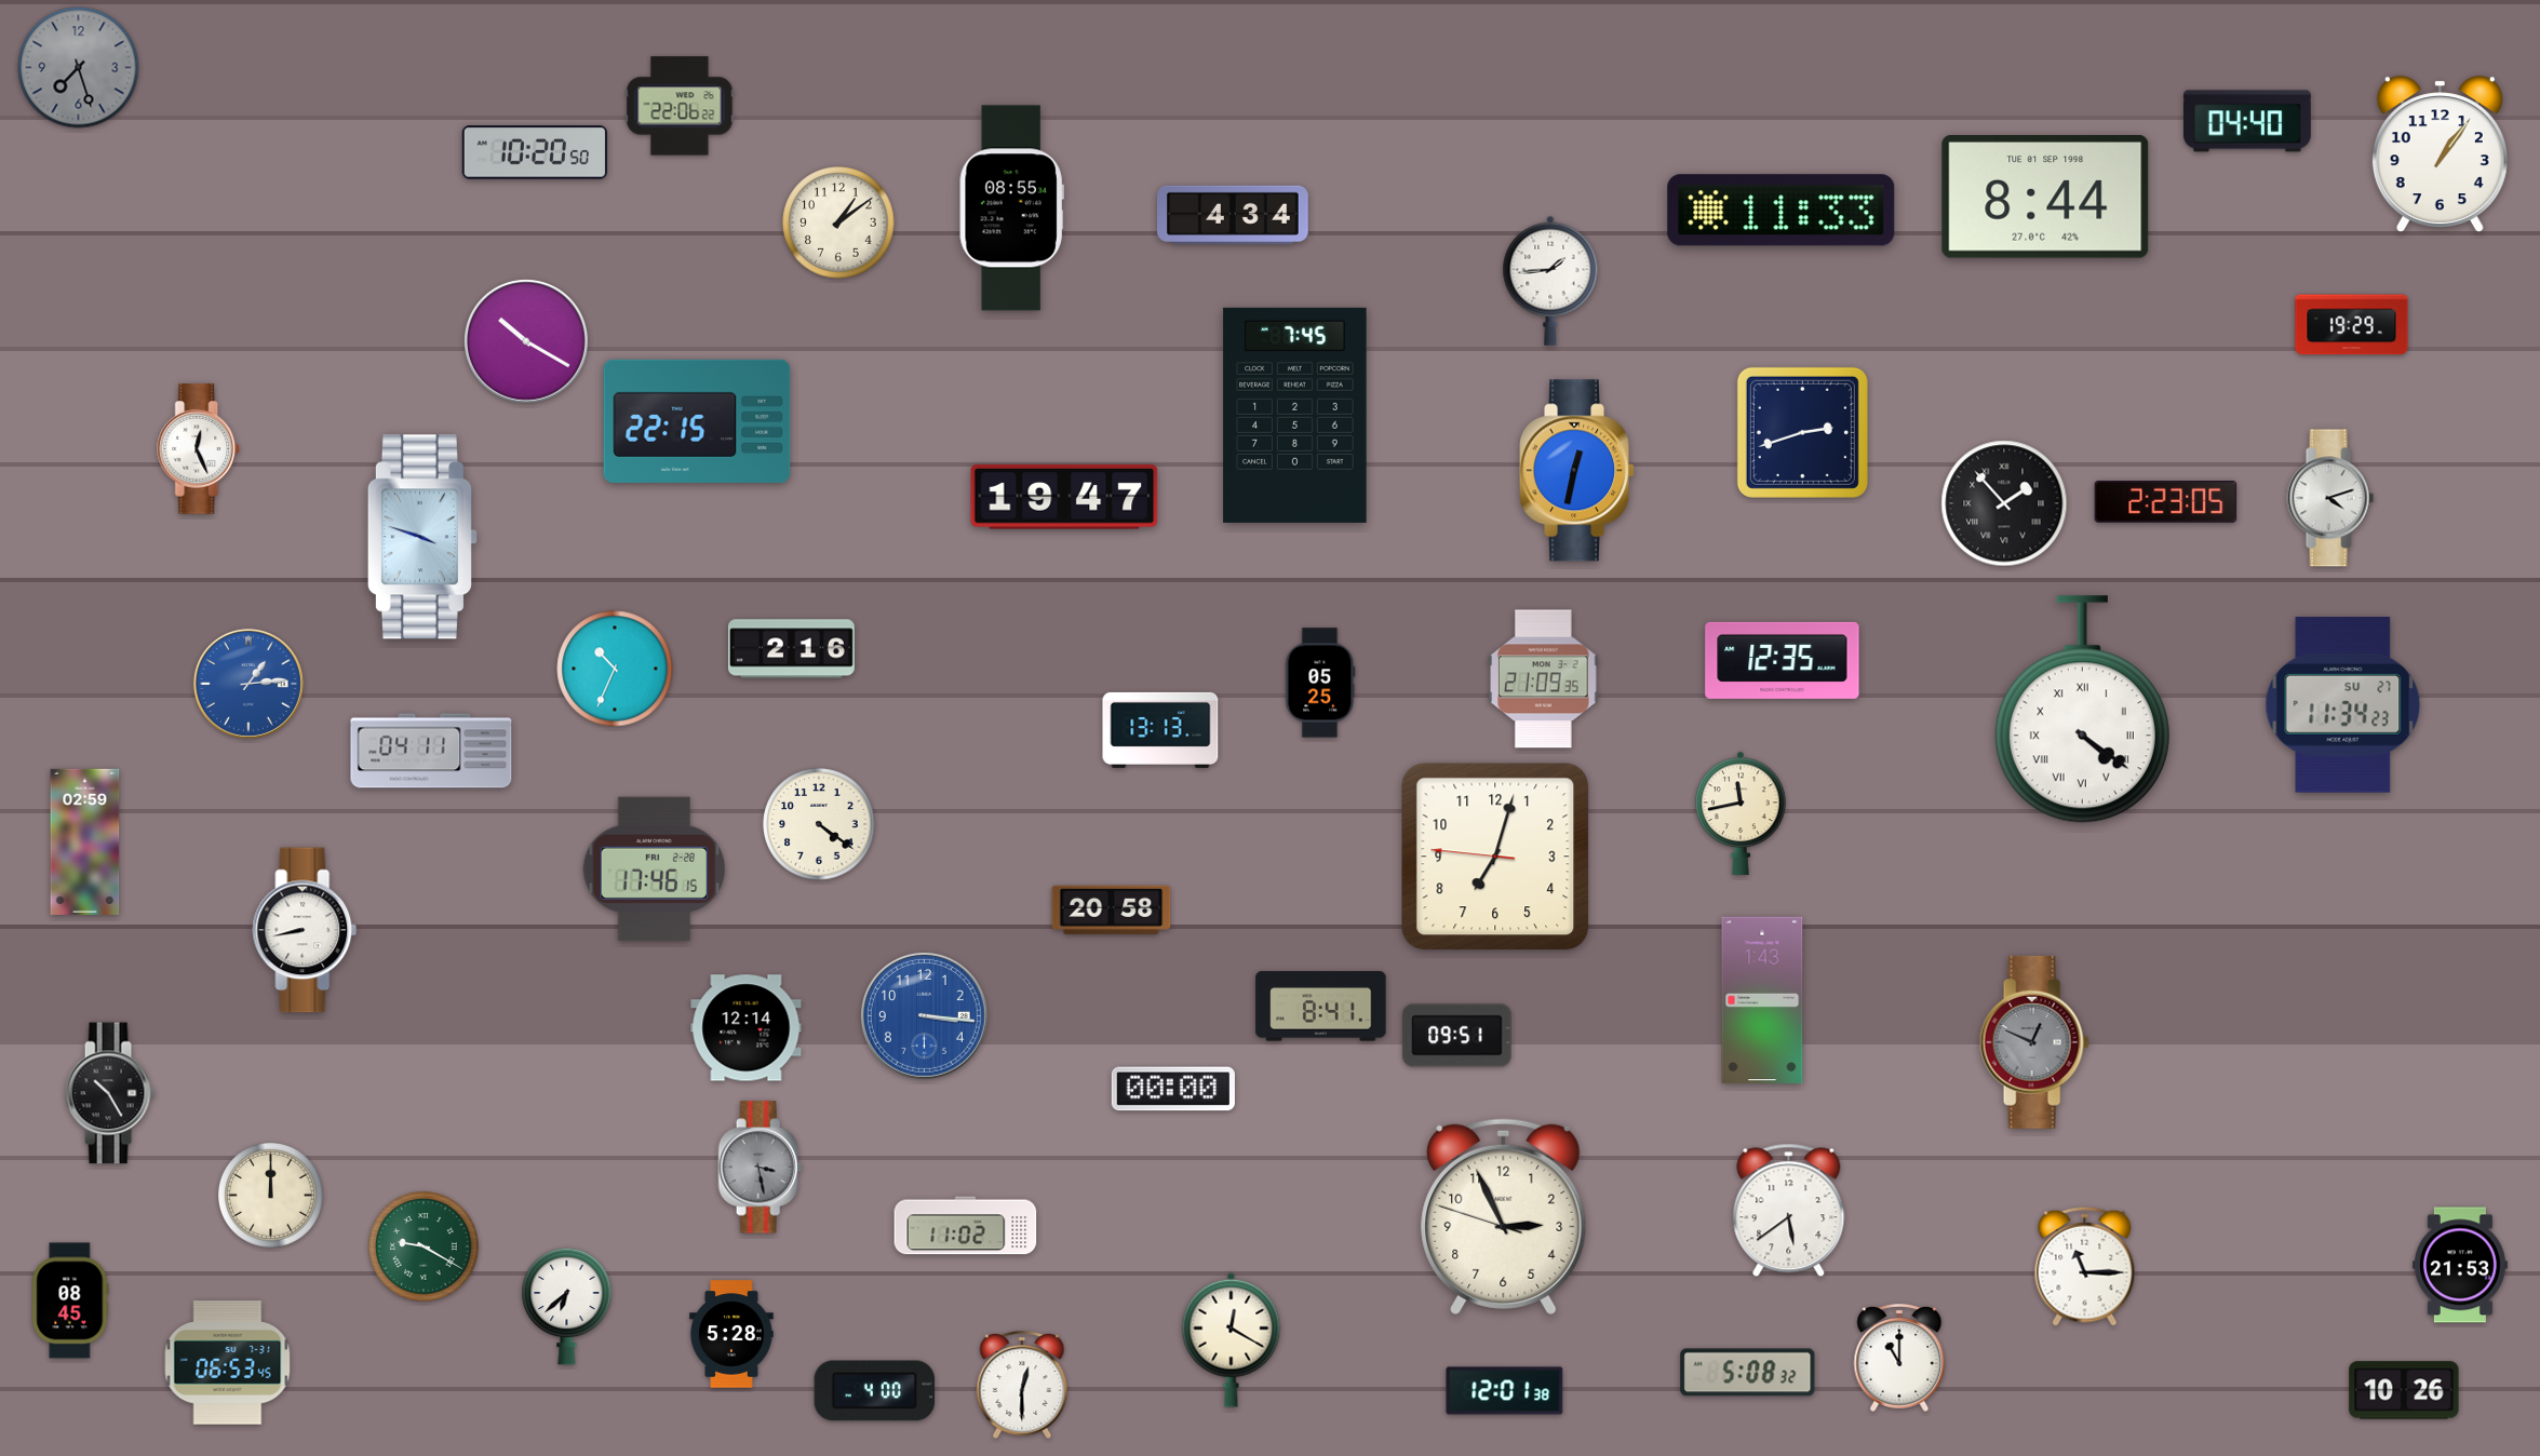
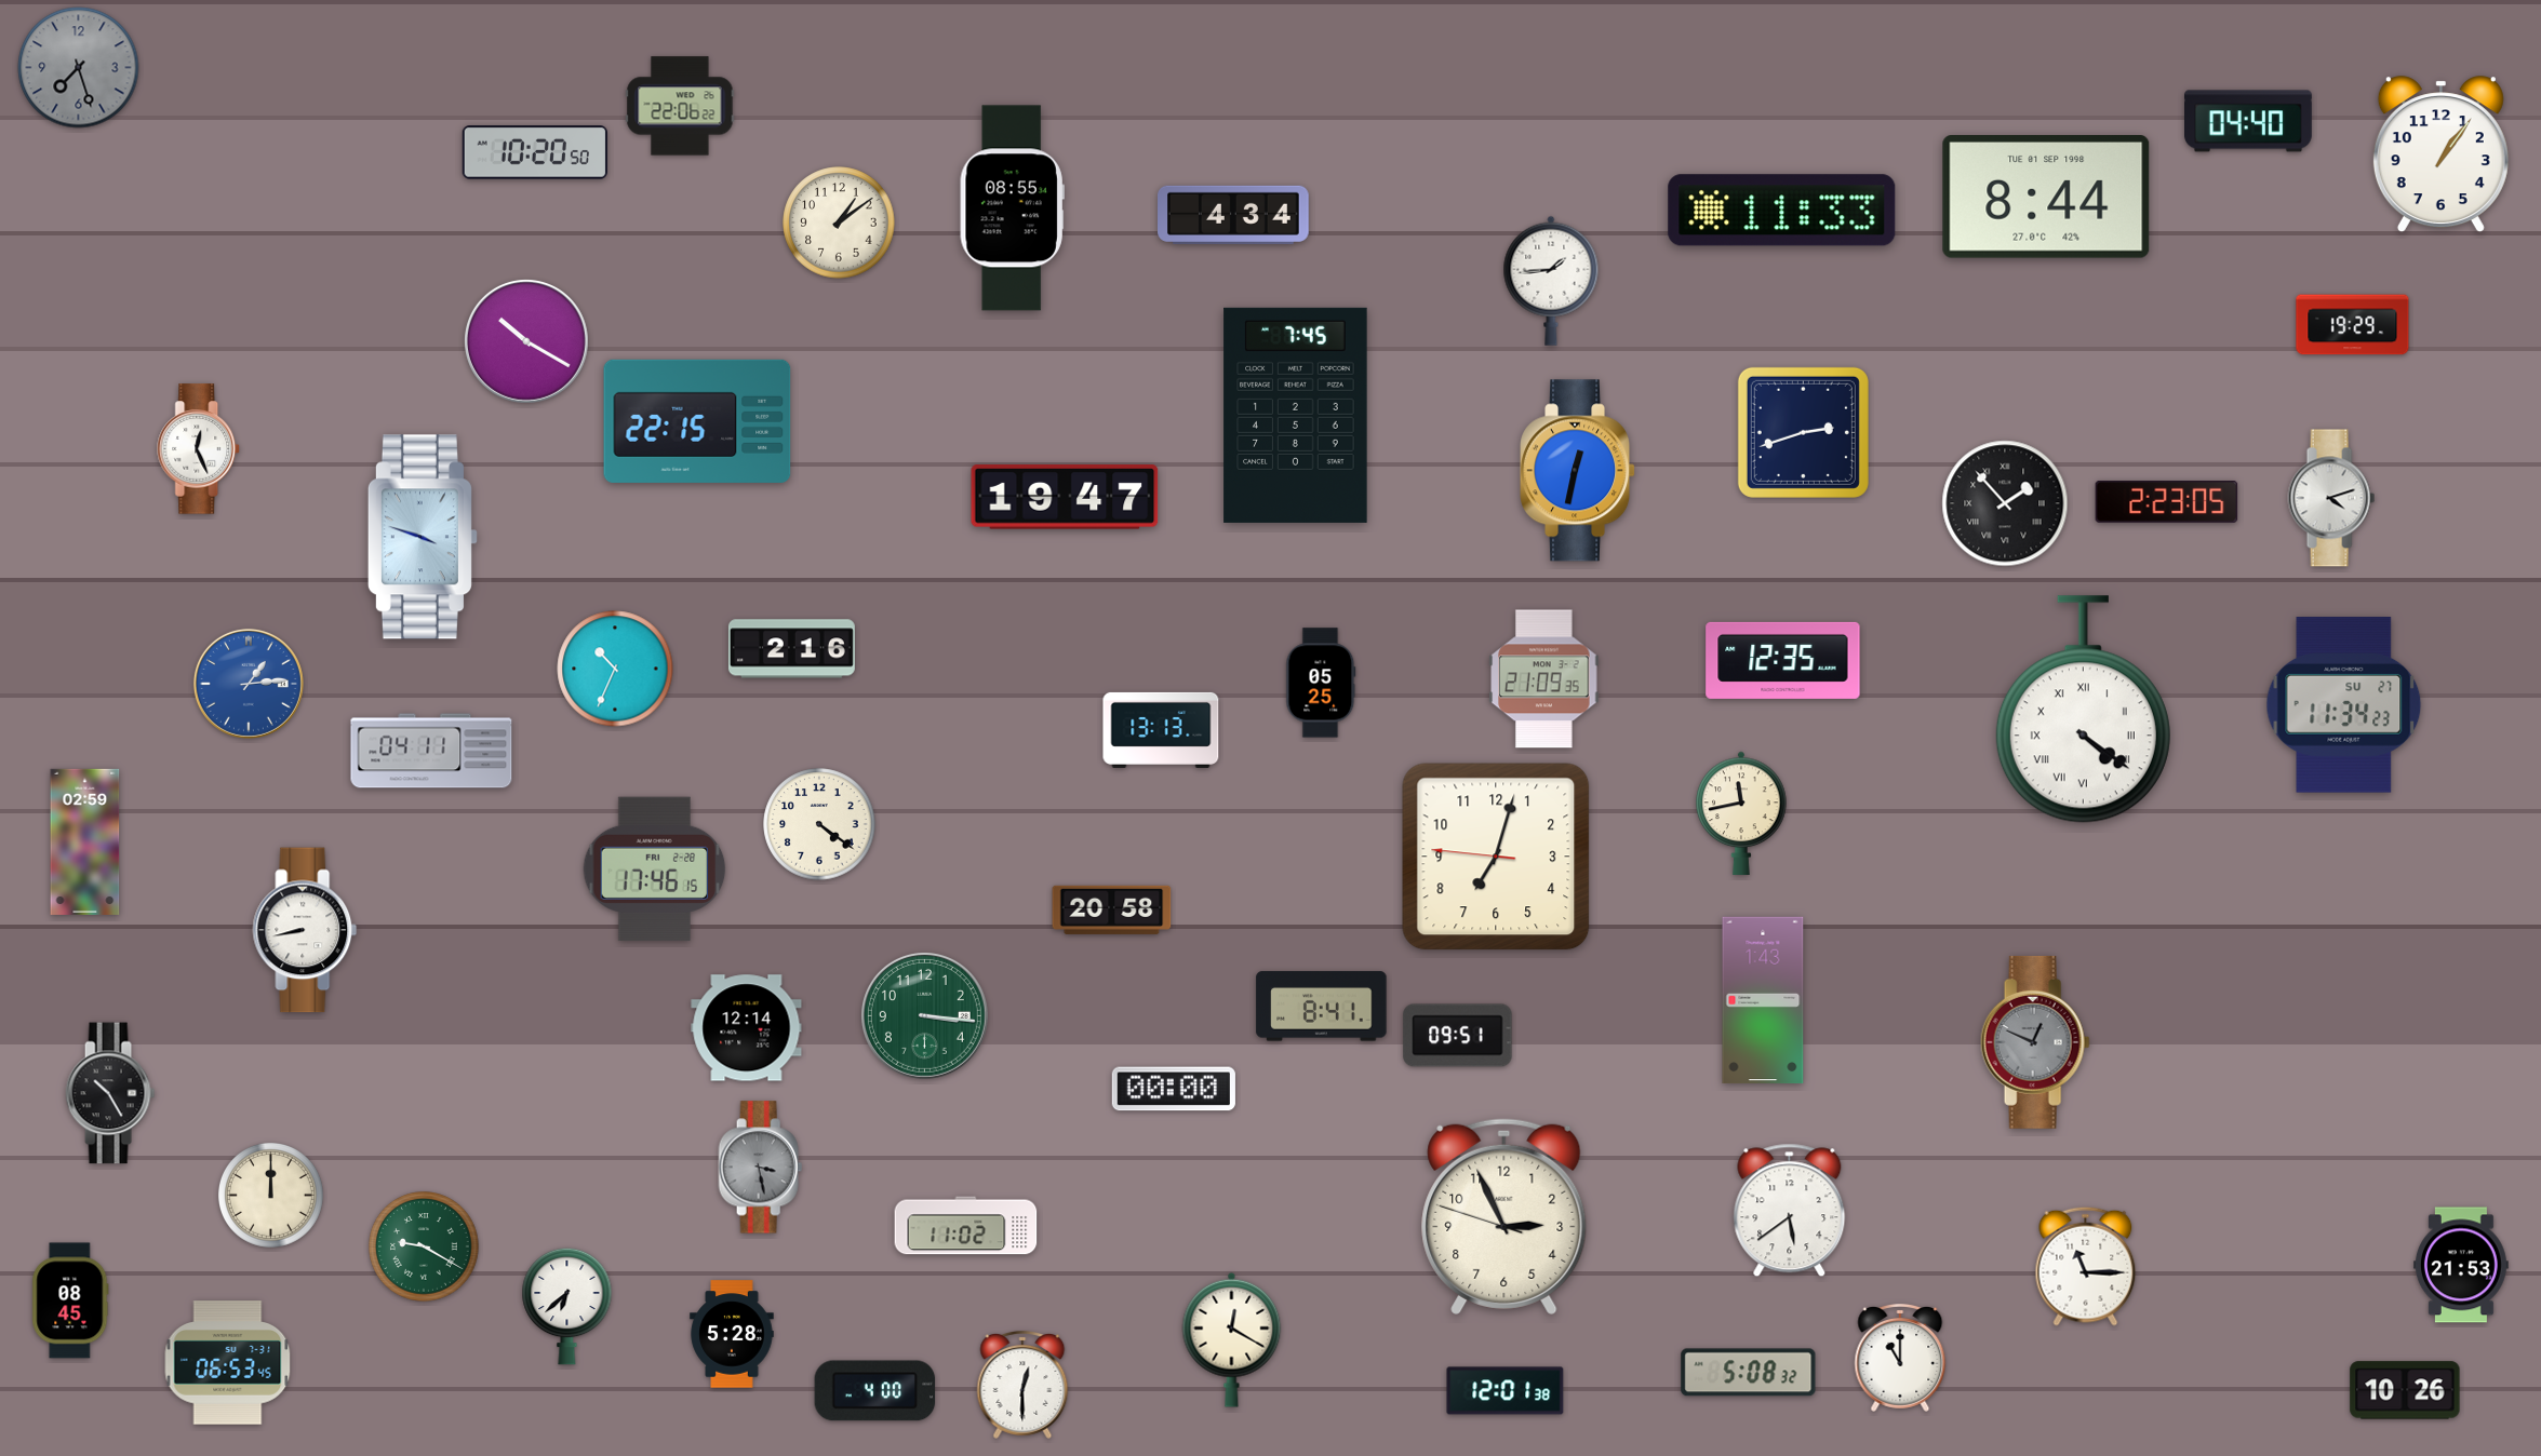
clock at (924, 1015) dial: blue -> green
